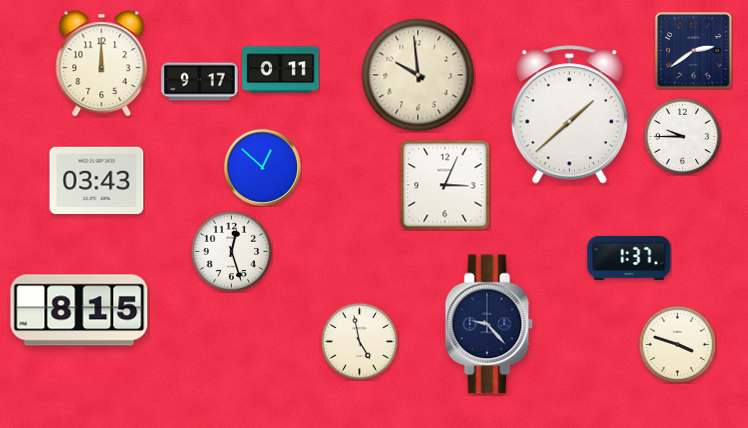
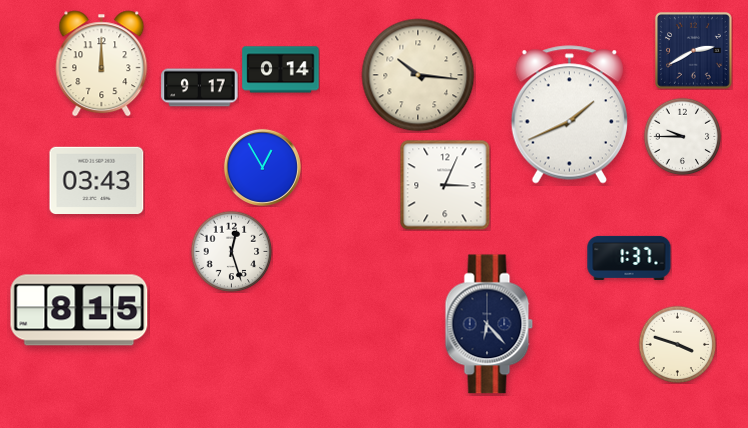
clock at (693, 50): 2:39 -> 2:40
clock at (281, 70): 0:11 -> 0:14
clock at (418, 75): 9:59 -> 10:16
clock at (200, 82) position: (200, 82) -> (200, 88)
clock at (569, 115): 1:38 -> 1:41
clock at (262, 167): 12:52 -> 12:55
clock at (489, 324): 9:23 -> 6:23
clock at (359, 341): 4:58 -> none
